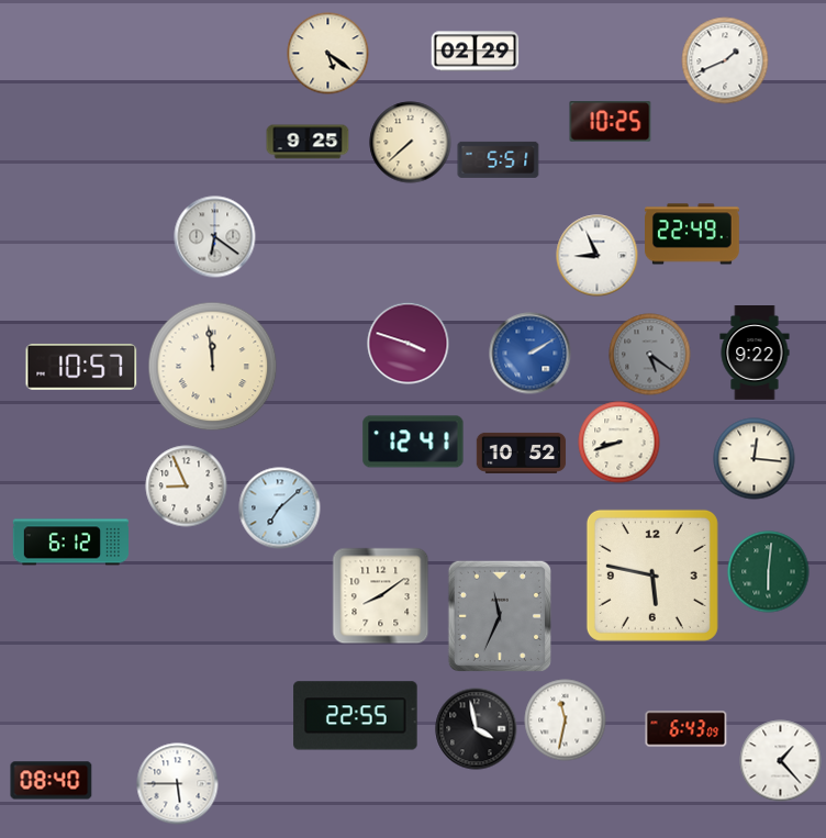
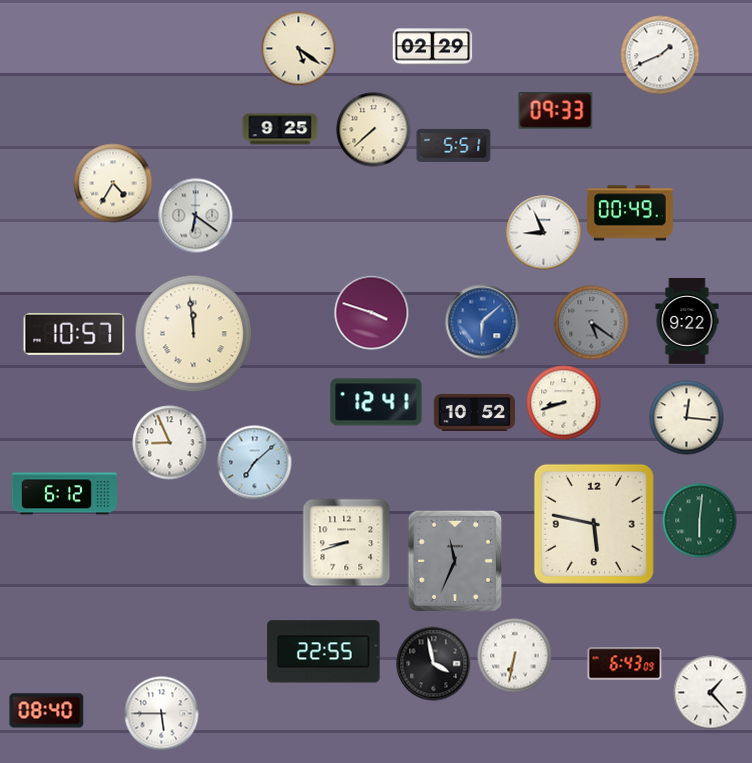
clock at (611, 122): 10:25 -> 09:33
clock at (113, 183): none -> 4:35
clock at (693, 234): 22:49 -> 00:49
clock at (531, 354): 2:10 -> 6:08
clock at (381, 596): 8:09 -> 8:42
clock at (566, 720): 11:32 -> 6:32
